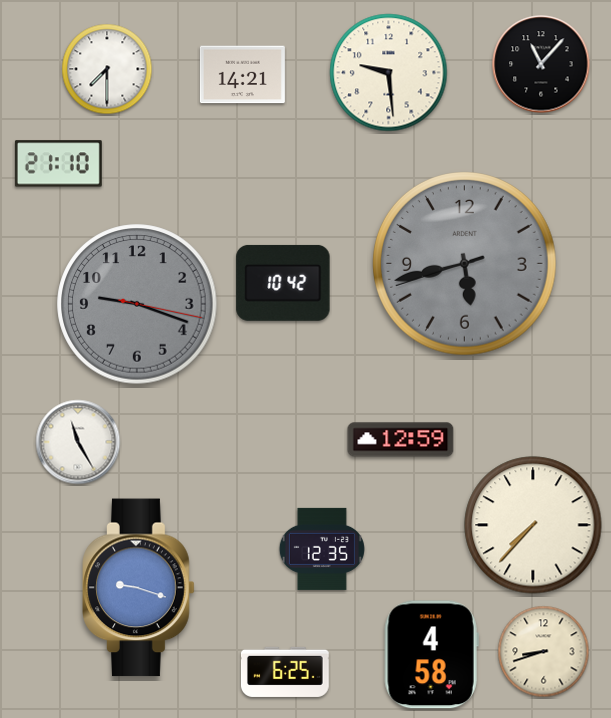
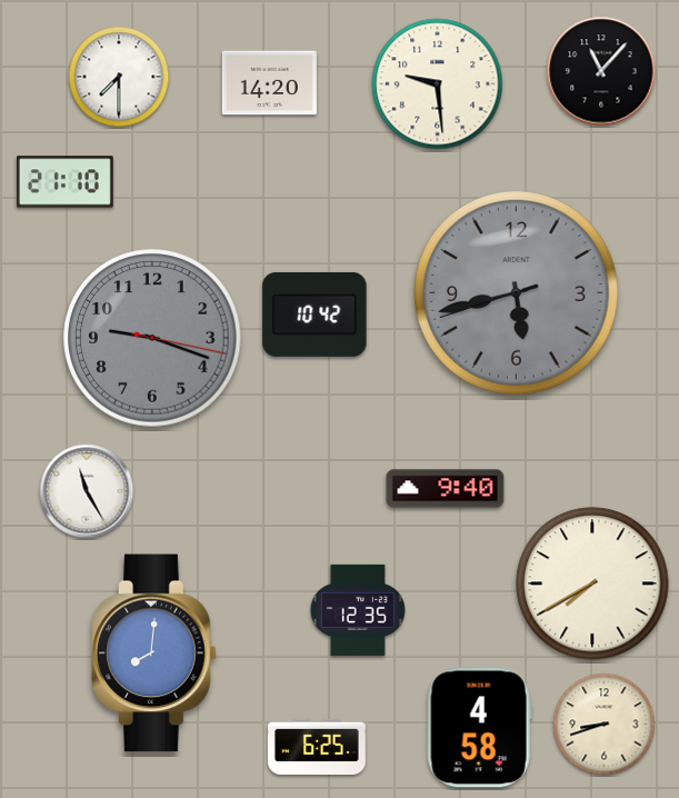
clock at (389, 73) position: (389, 73) -> (438, 84)
clock at (242, 75): 14:21 -> 14:20
clock at (401, 440): 12:59 -> 9:40
clock at (533, 525): 7:37 -> 7:40
clock at (139, 588): 9:18 -> 8:01
